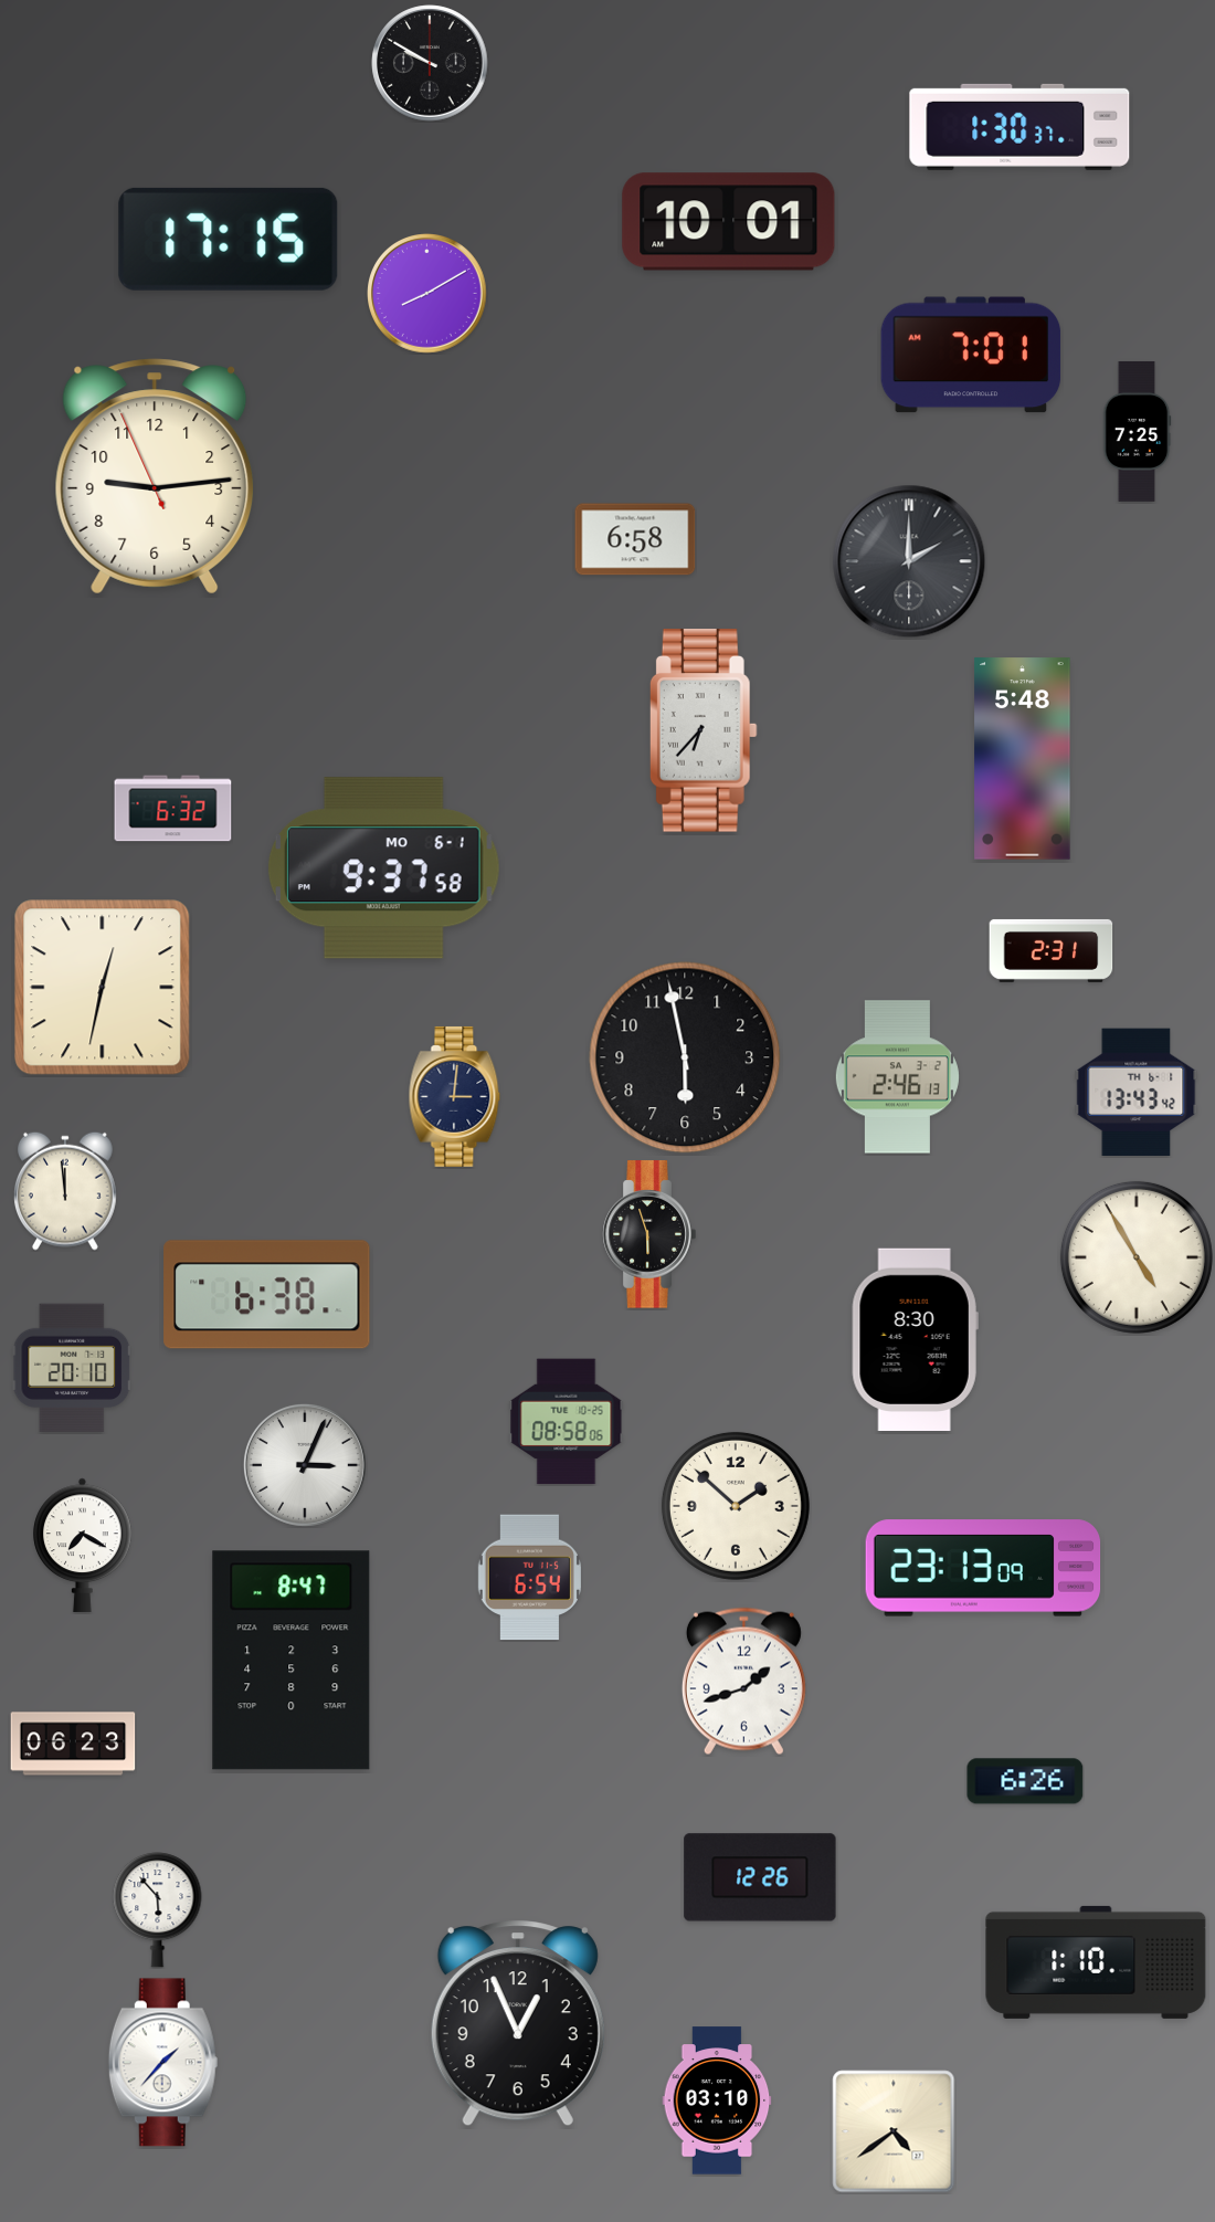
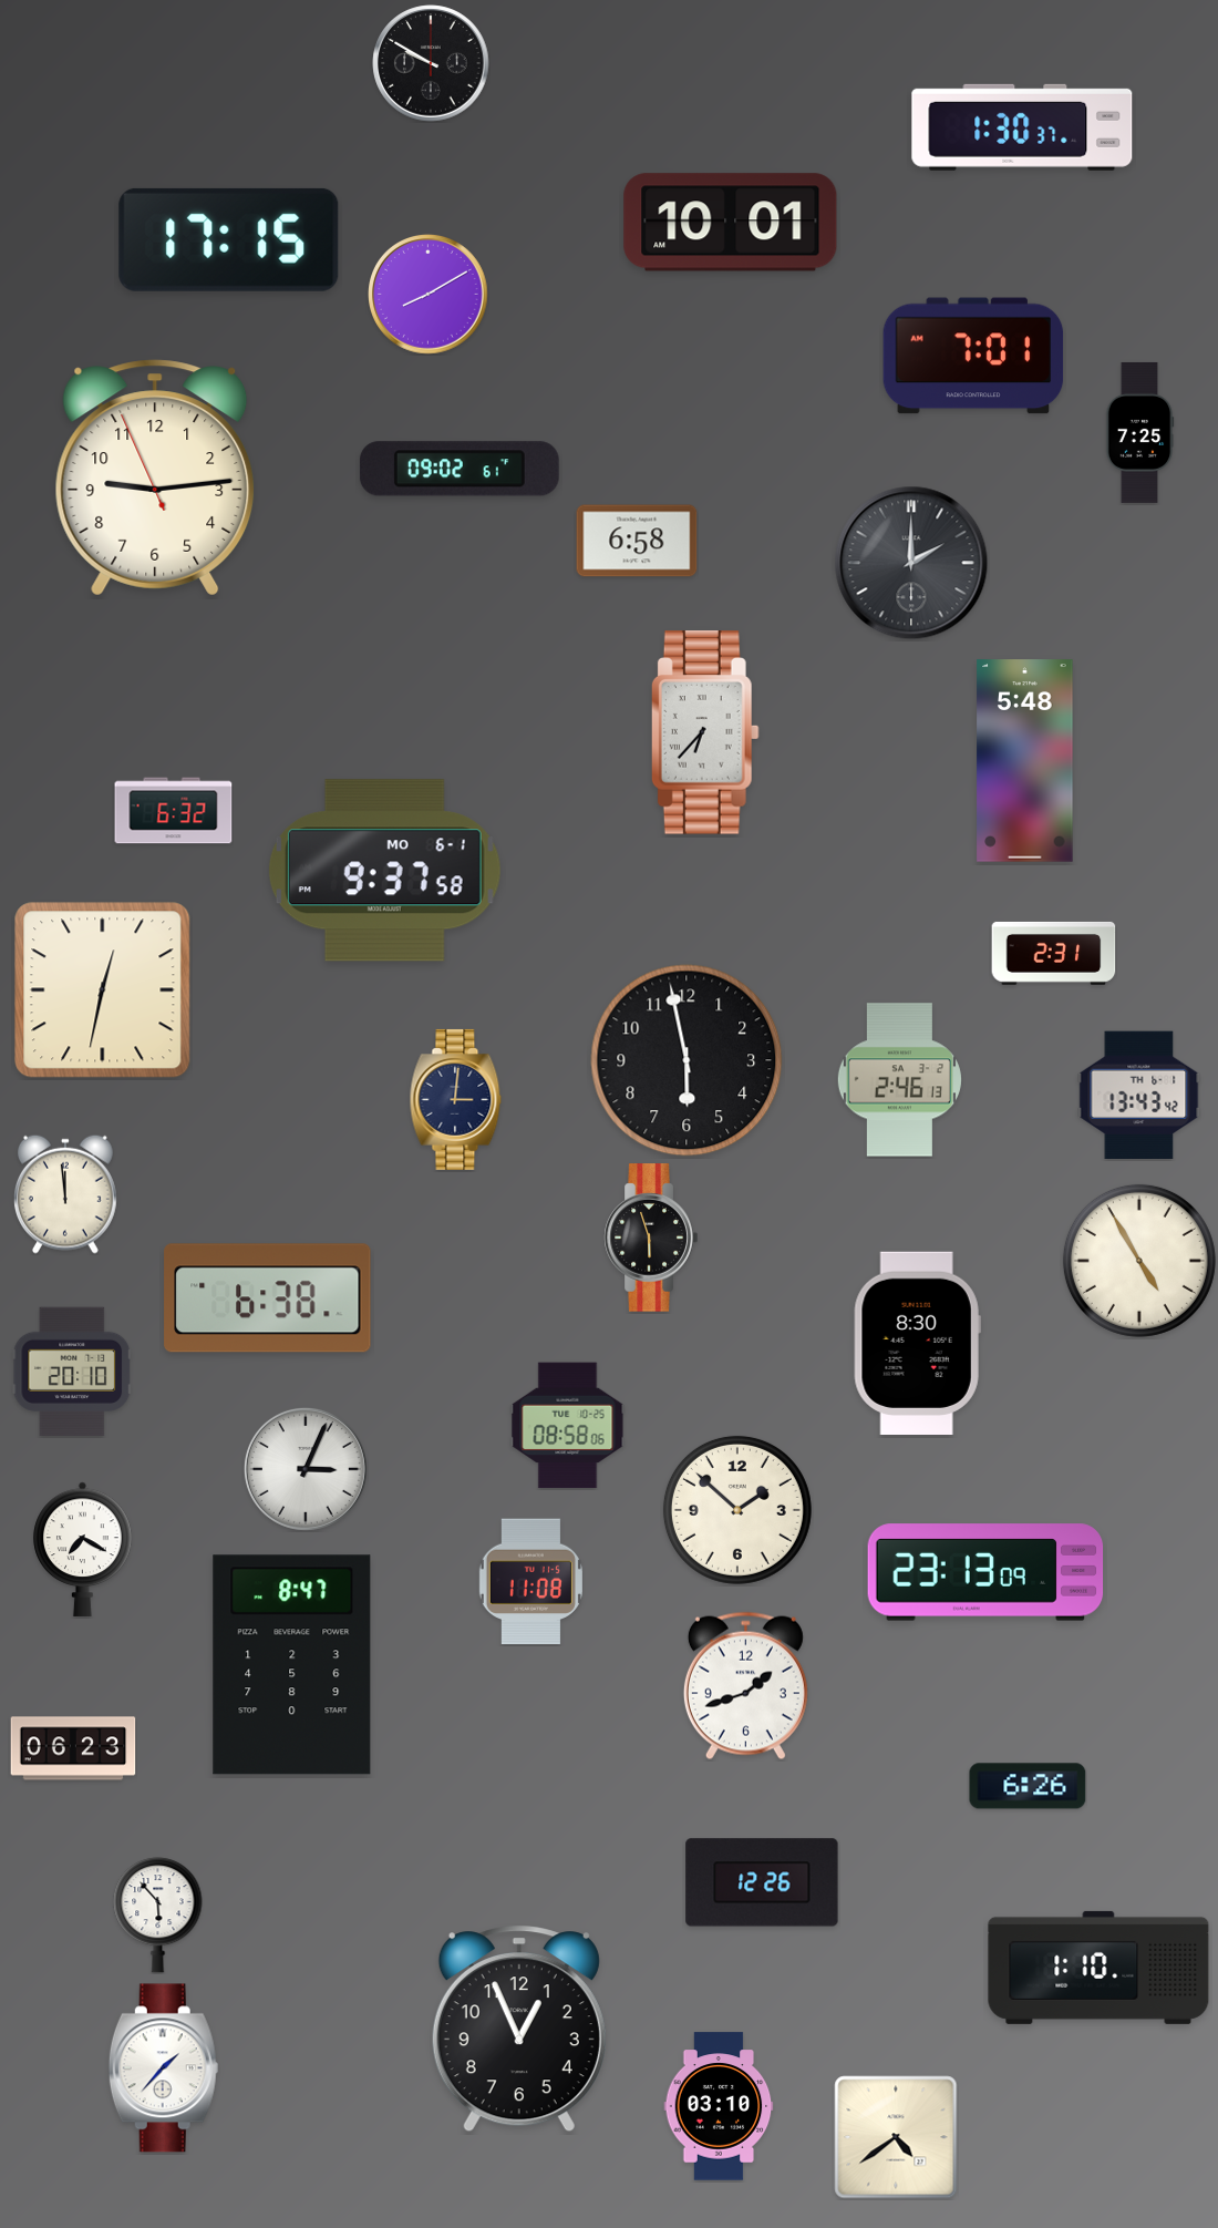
clock at (460, 469): none -> 09:02
clock at (529, 1578): 6:54 -> 11:08
